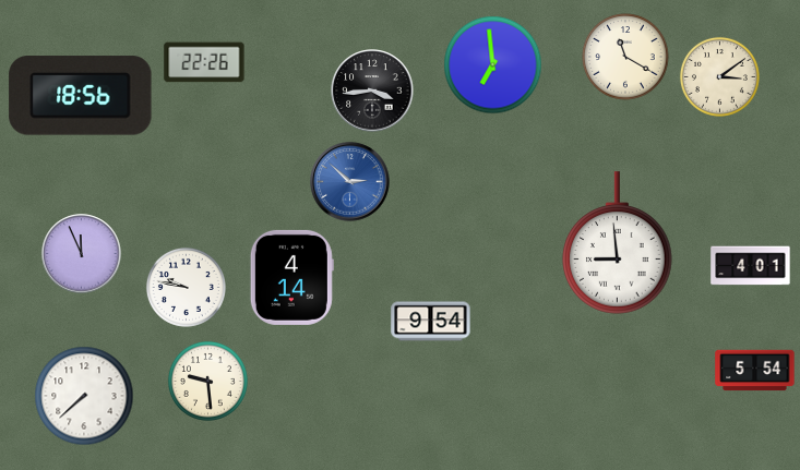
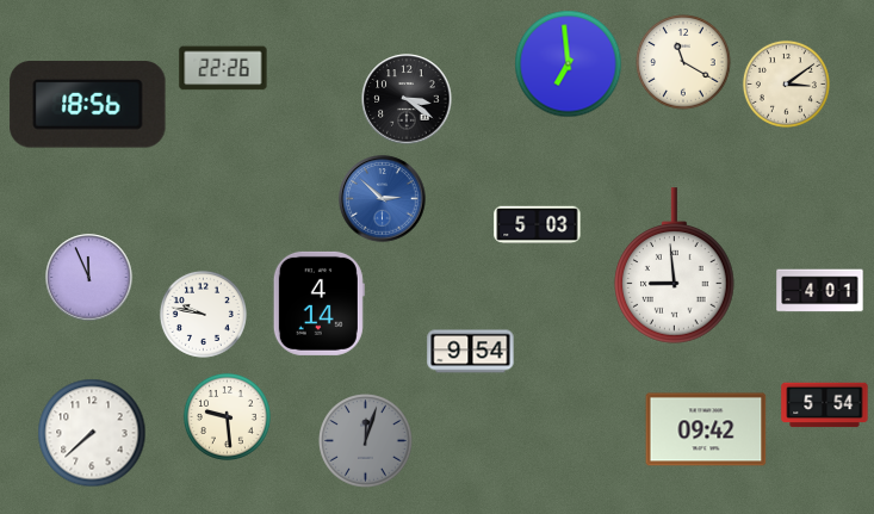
clock at (493, 65) position: (493, 65) -> (569, 64)
clock at (372, 91): 3:44 -> 3:21
clock at (538, 225): none -> 5:03
clock at (706, 429): none -> 09:42
clock at (366, 441): none -> 12:03
